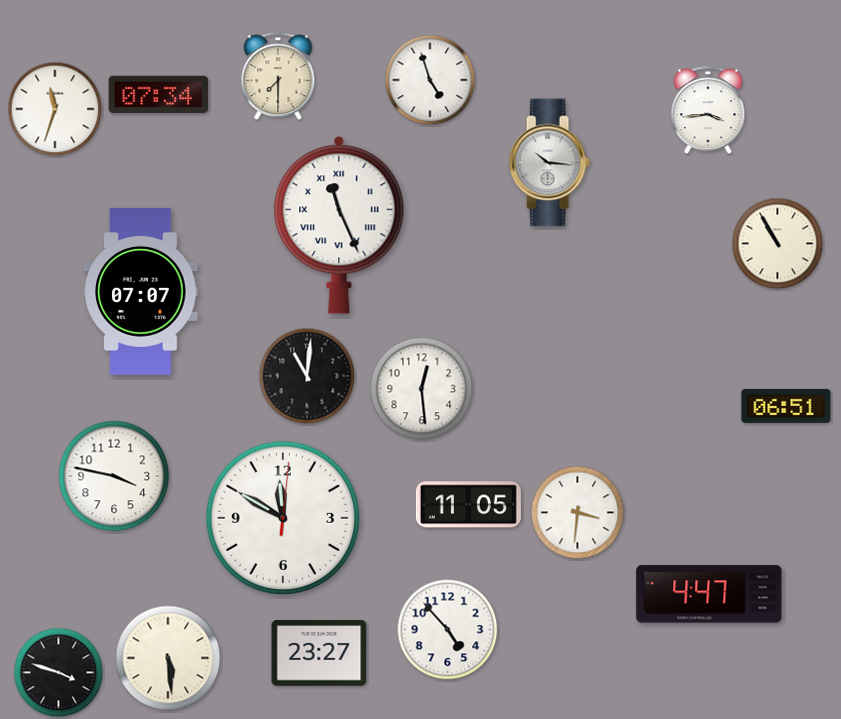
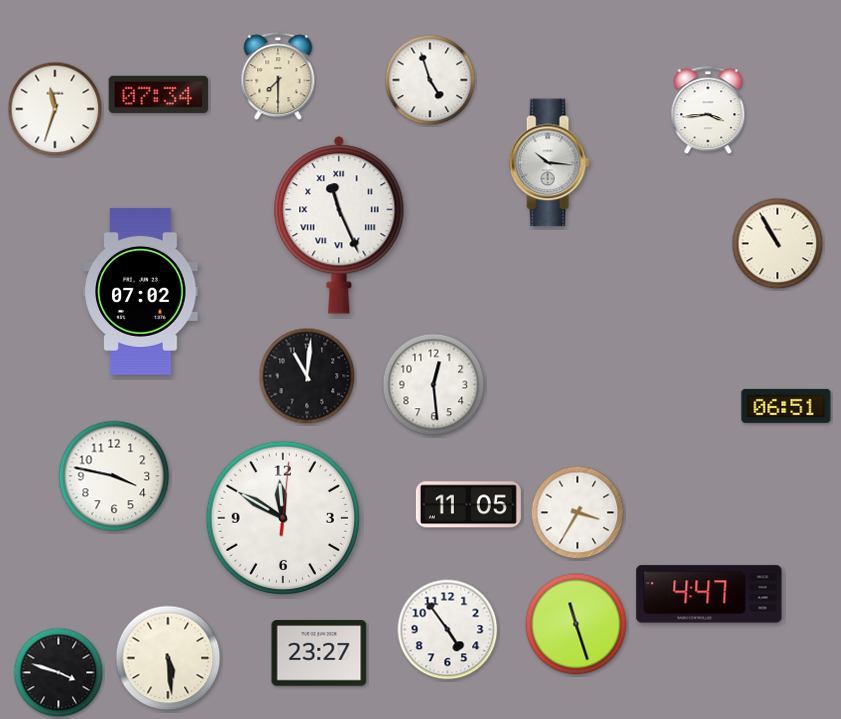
clock at (141, 291): 07:07 -> 07:02
clock at (422, 389) position: (422, 389) -> (434, 385)
clock at (578, 513): 3:31 -> 3:35
clock at (576, 624): none -> 11:27
clock at (448, 630): 4:53 -> 4:54
